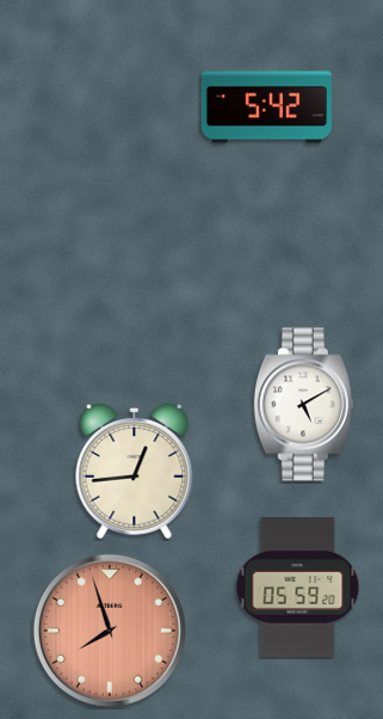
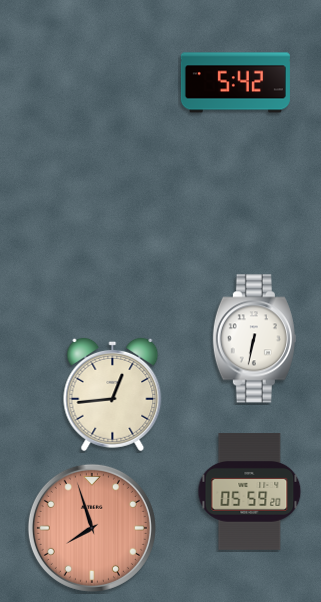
clock at (266, 107) position: (266, 107) -> (235, 83)
clock at (303, 405): 5:10 -> 6:32
